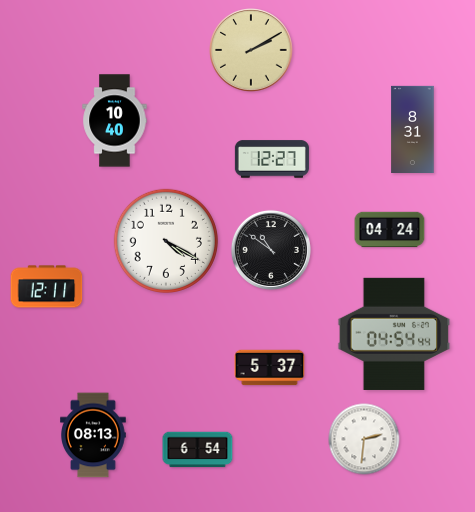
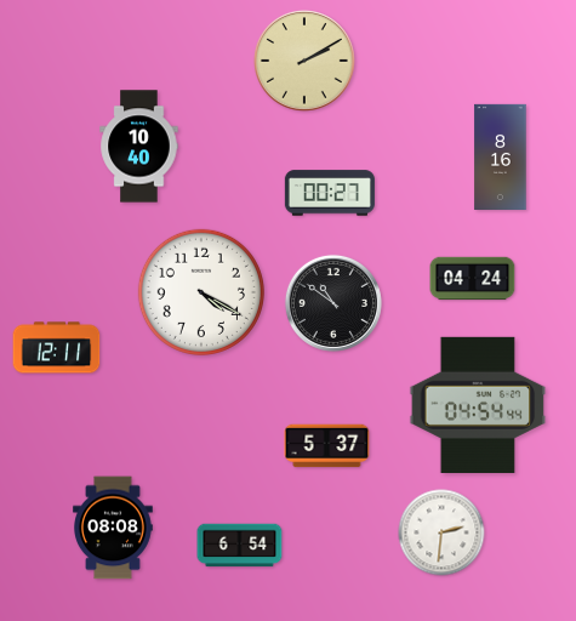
clock at (413, 129): 8:31 -> 8:16
clock at (272, 159): 12:27 -> 00:27
clock at (271, 250) position: (271, 250) -> (333, 303)
clock at (93, 435): 08:13 -> 08:08
